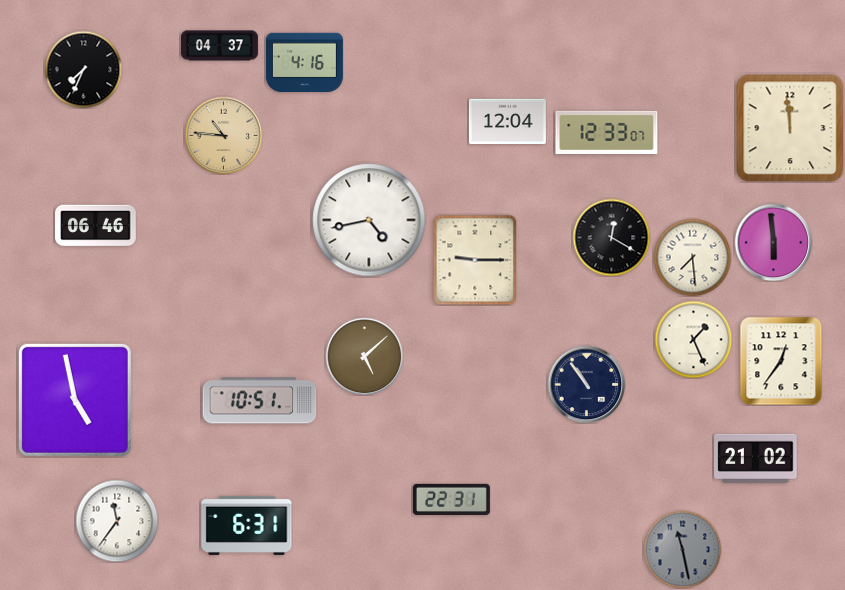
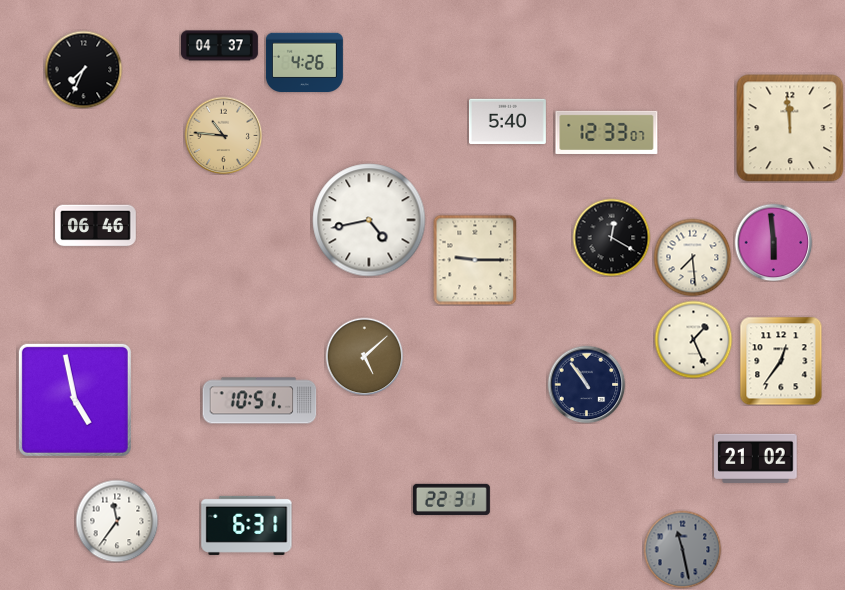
clock at (304, 63): 4:16 -> 4:26
clock at (507, 121): 12:04 -> 5:40
